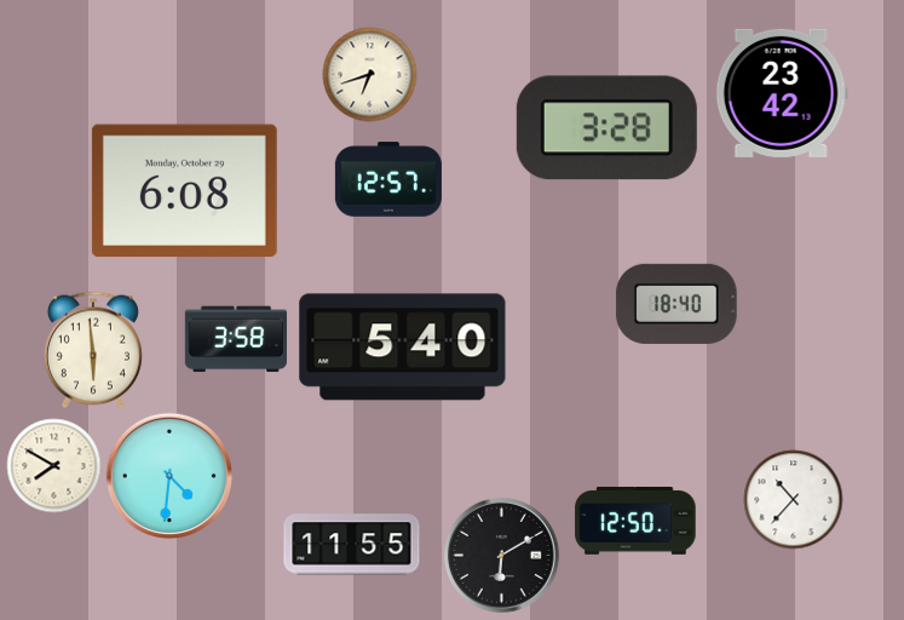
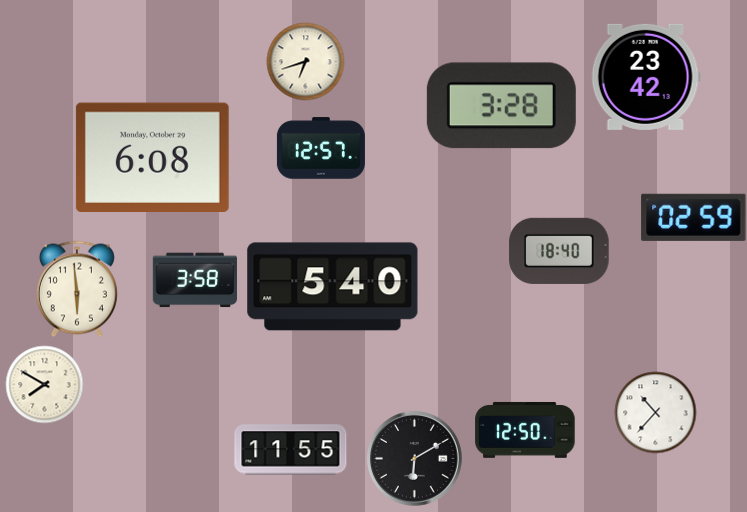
clock at (694, 217): none -> 02:59
clock at (168, 475): 4:31 -> none
